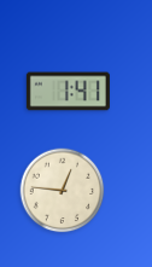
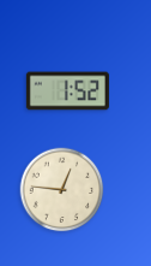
clock at (68, 92): 1:41 -> 1:52
